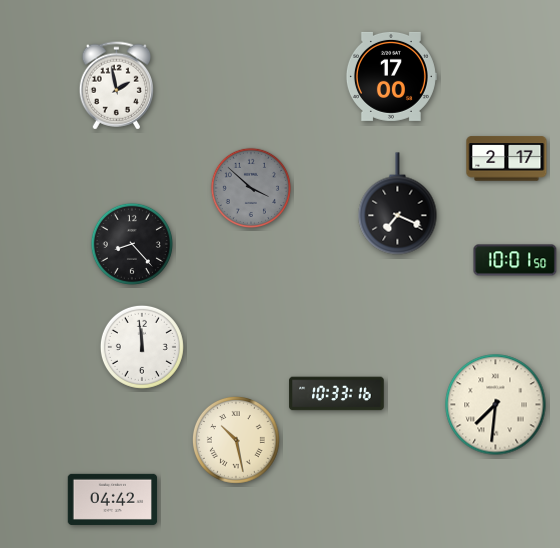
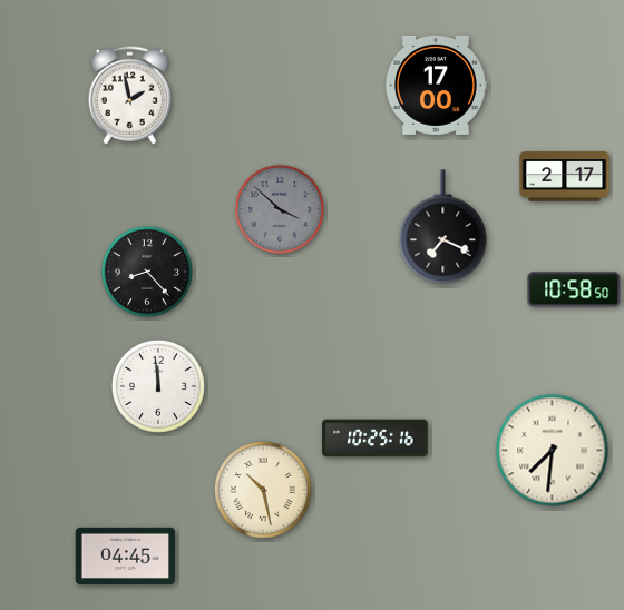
clock at (515, 260): 10:01 -> 10:58
clock at (337, 394): 10:33 -> 10:25
clock at (113, 499): 04:42 -> 04:45
